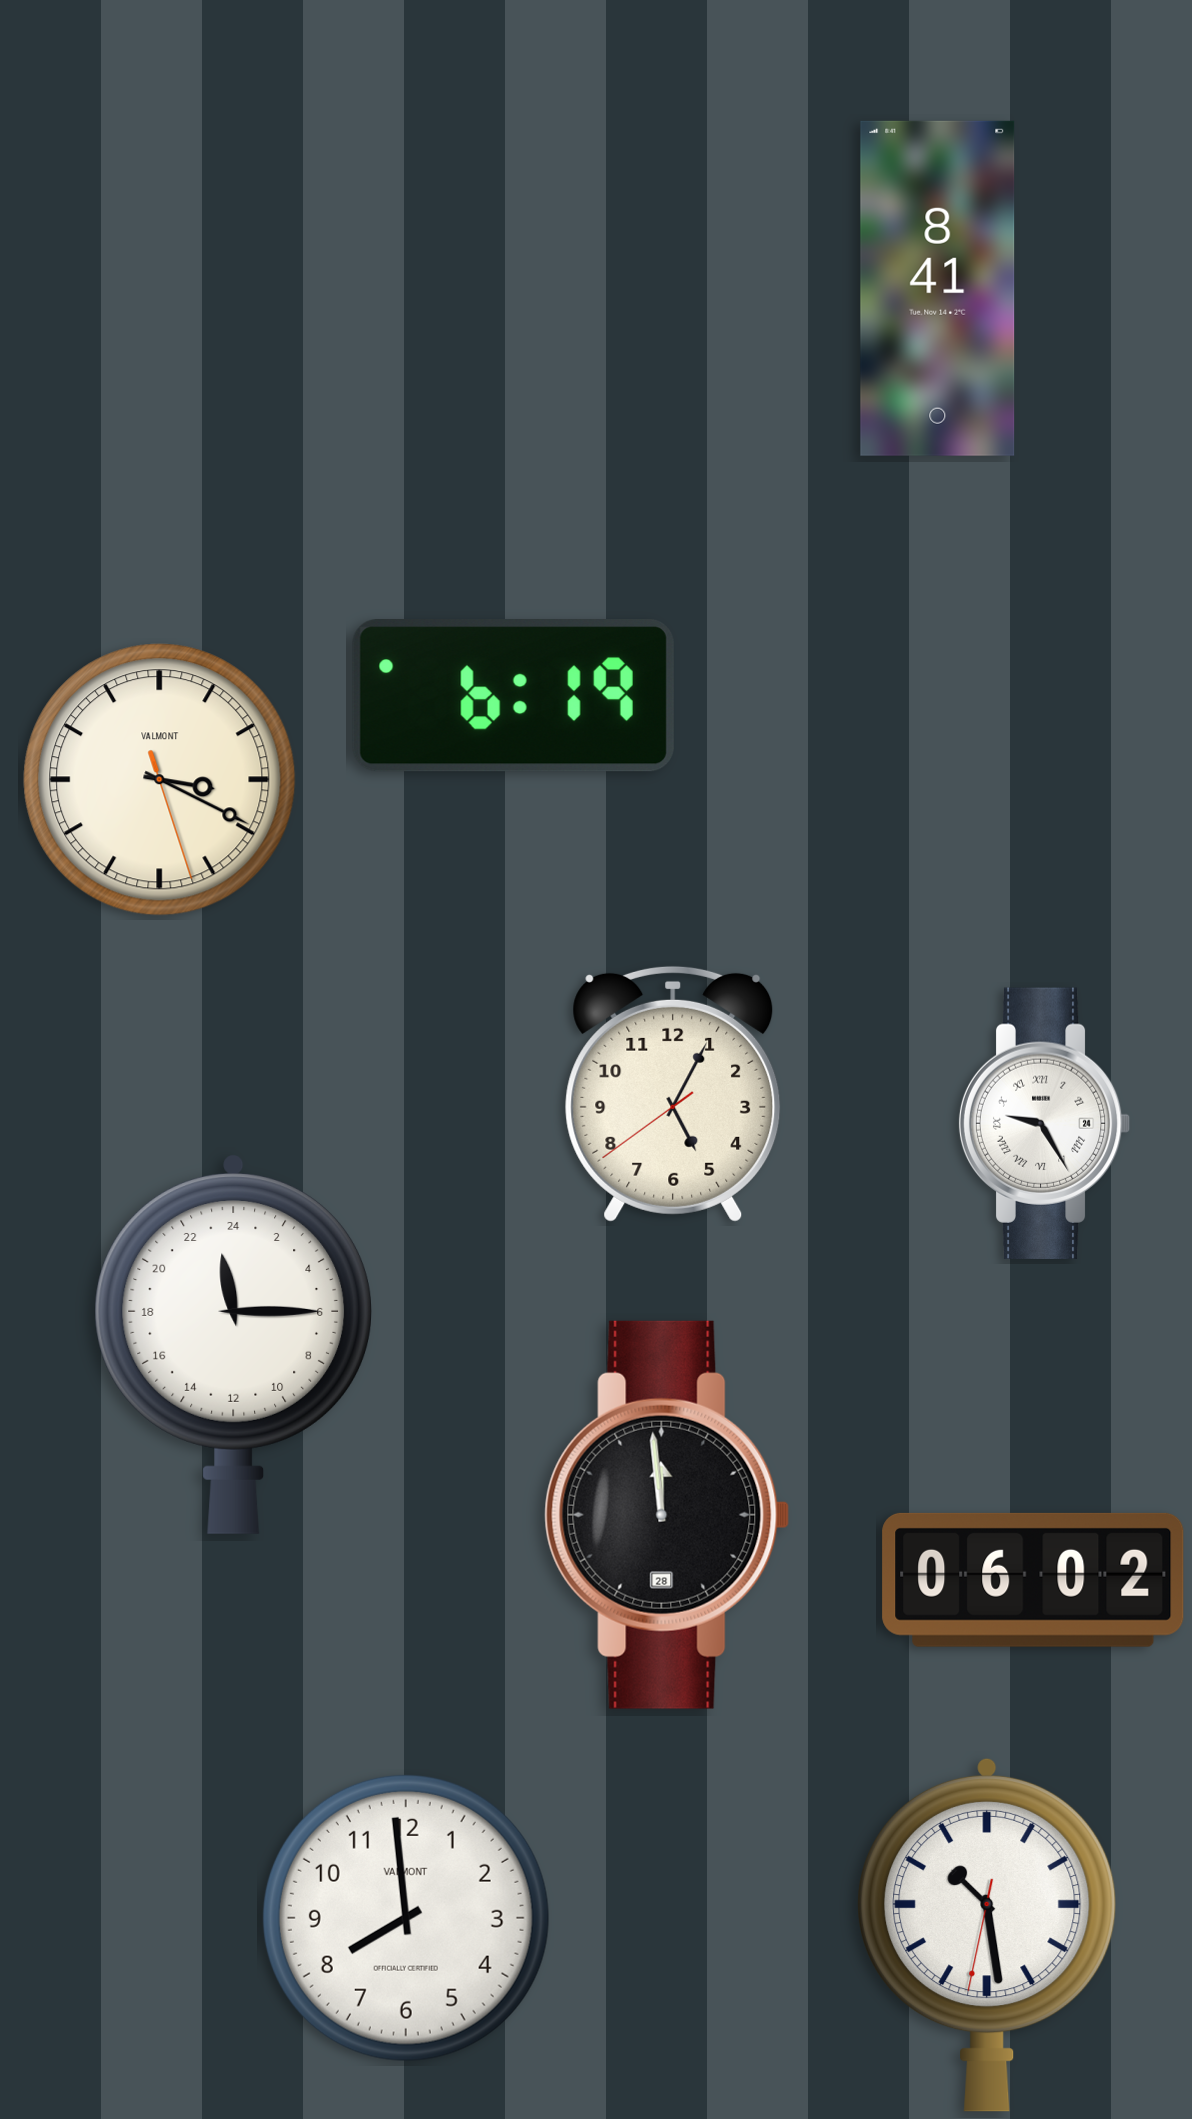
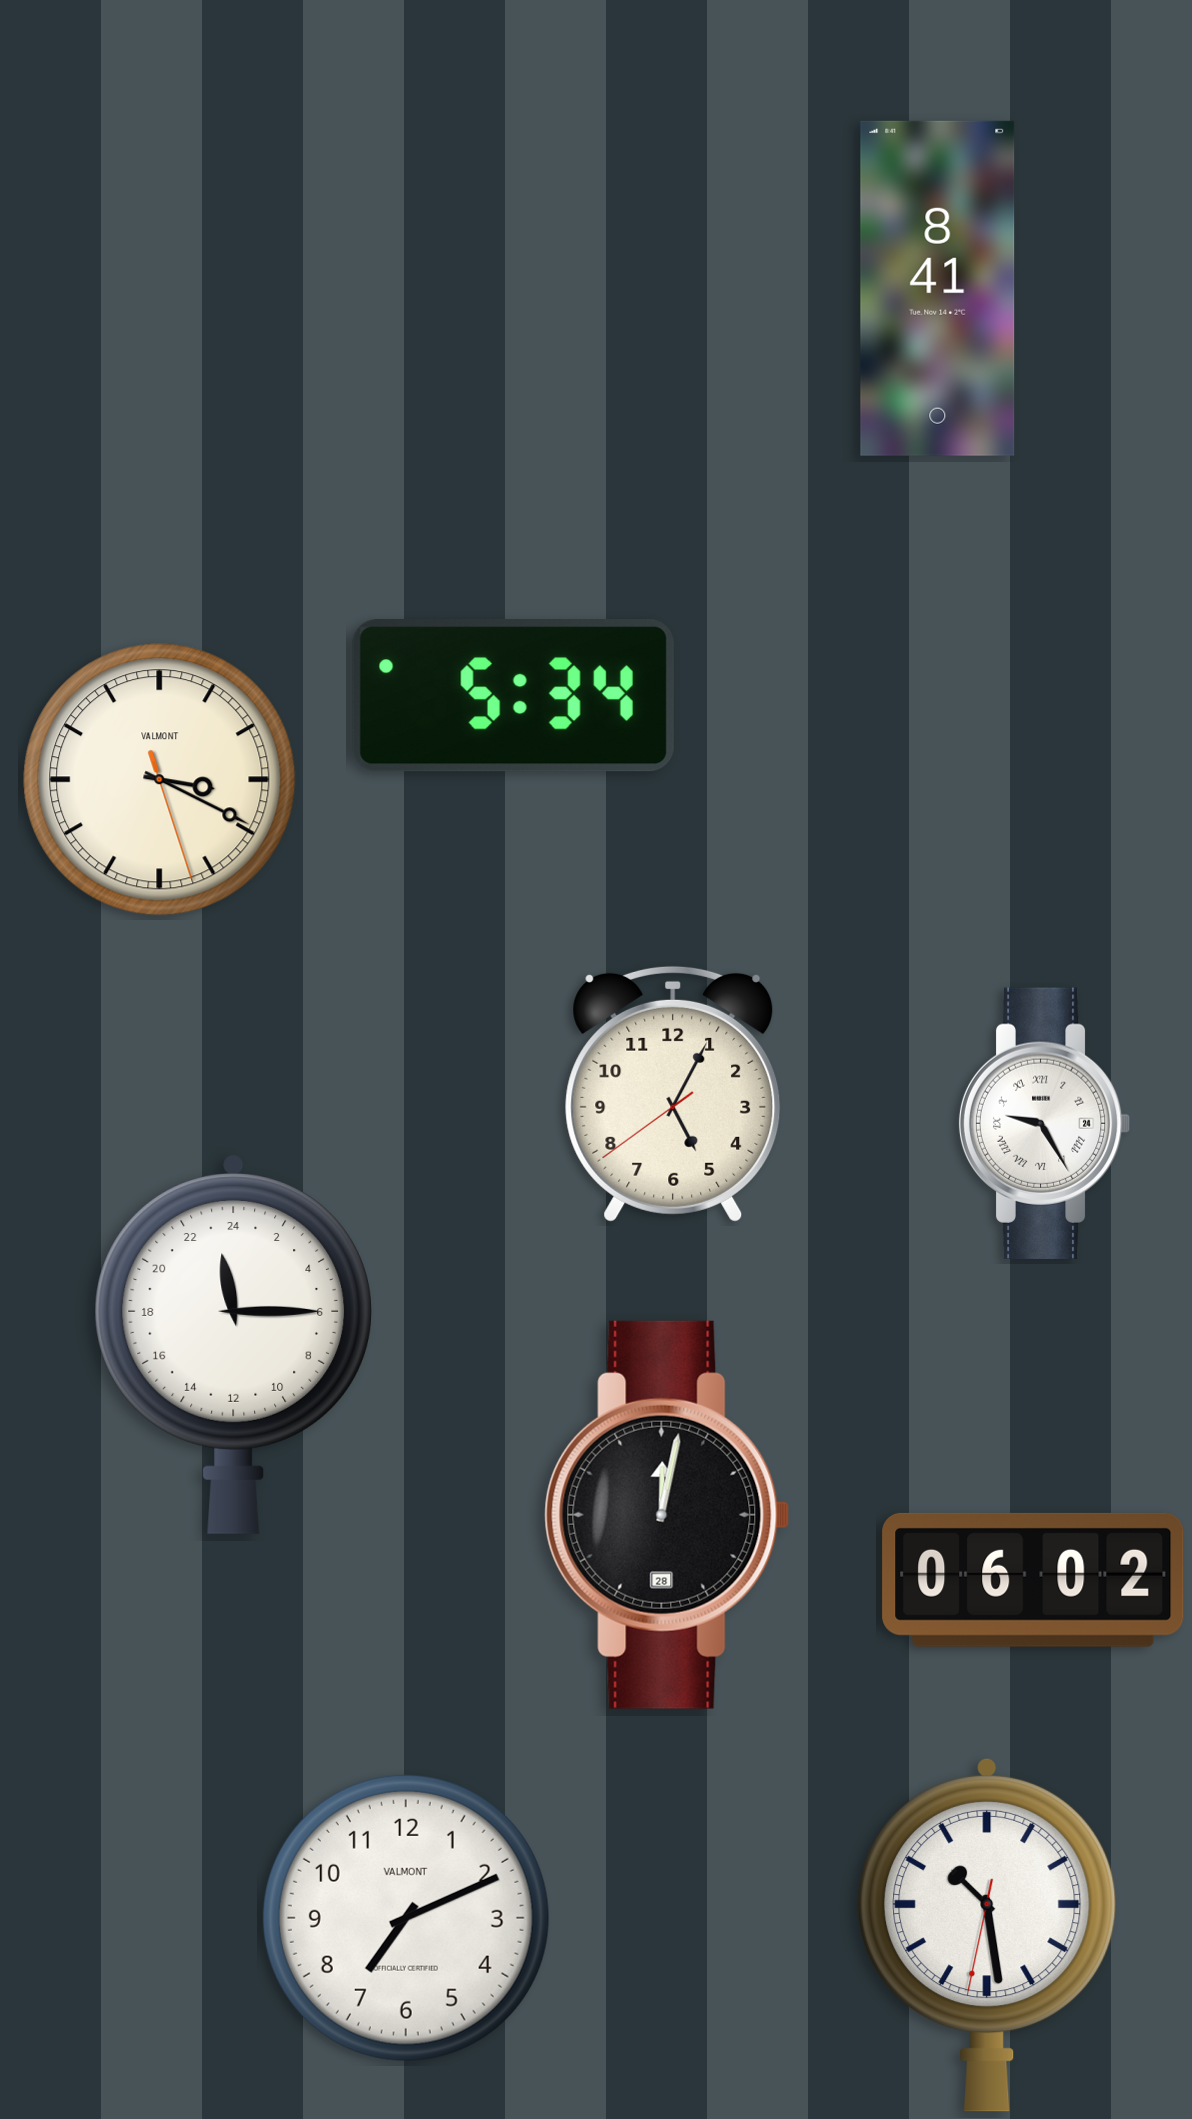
clock at (513, 696): 6:19 -> 5:34
clock at (667, 1515): 11:59 -> 12:02
clock at (406, 1918): 7:59 -> 7:11
